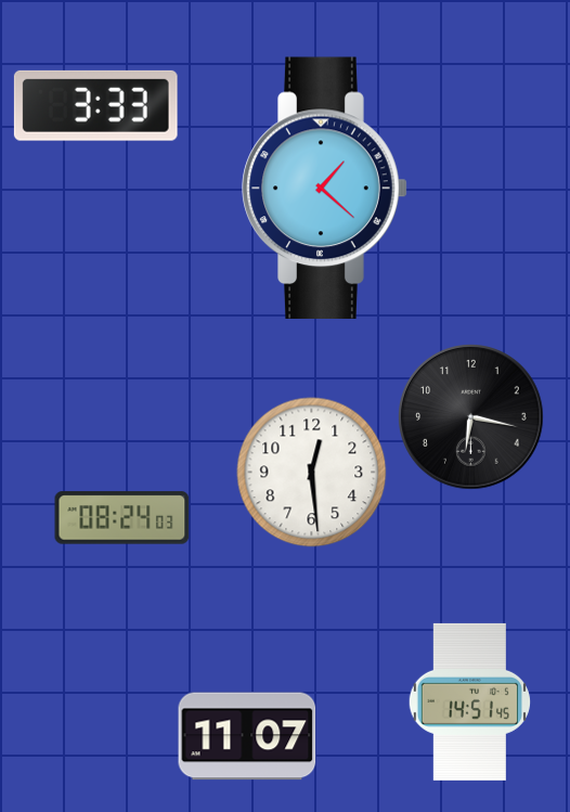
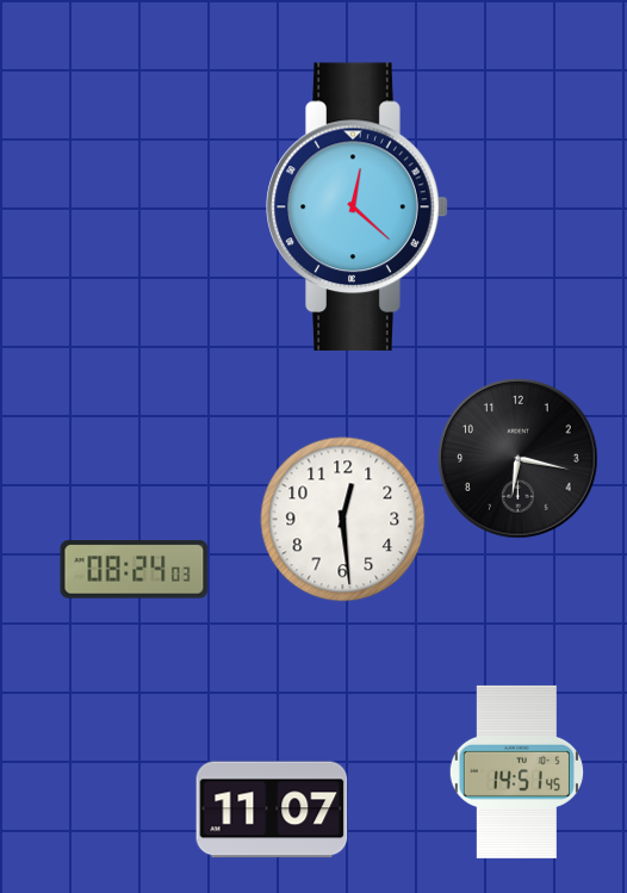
clock at (95, 105): 3:33 -> none
clock at (325, 189): 1:22 -> 12:22
